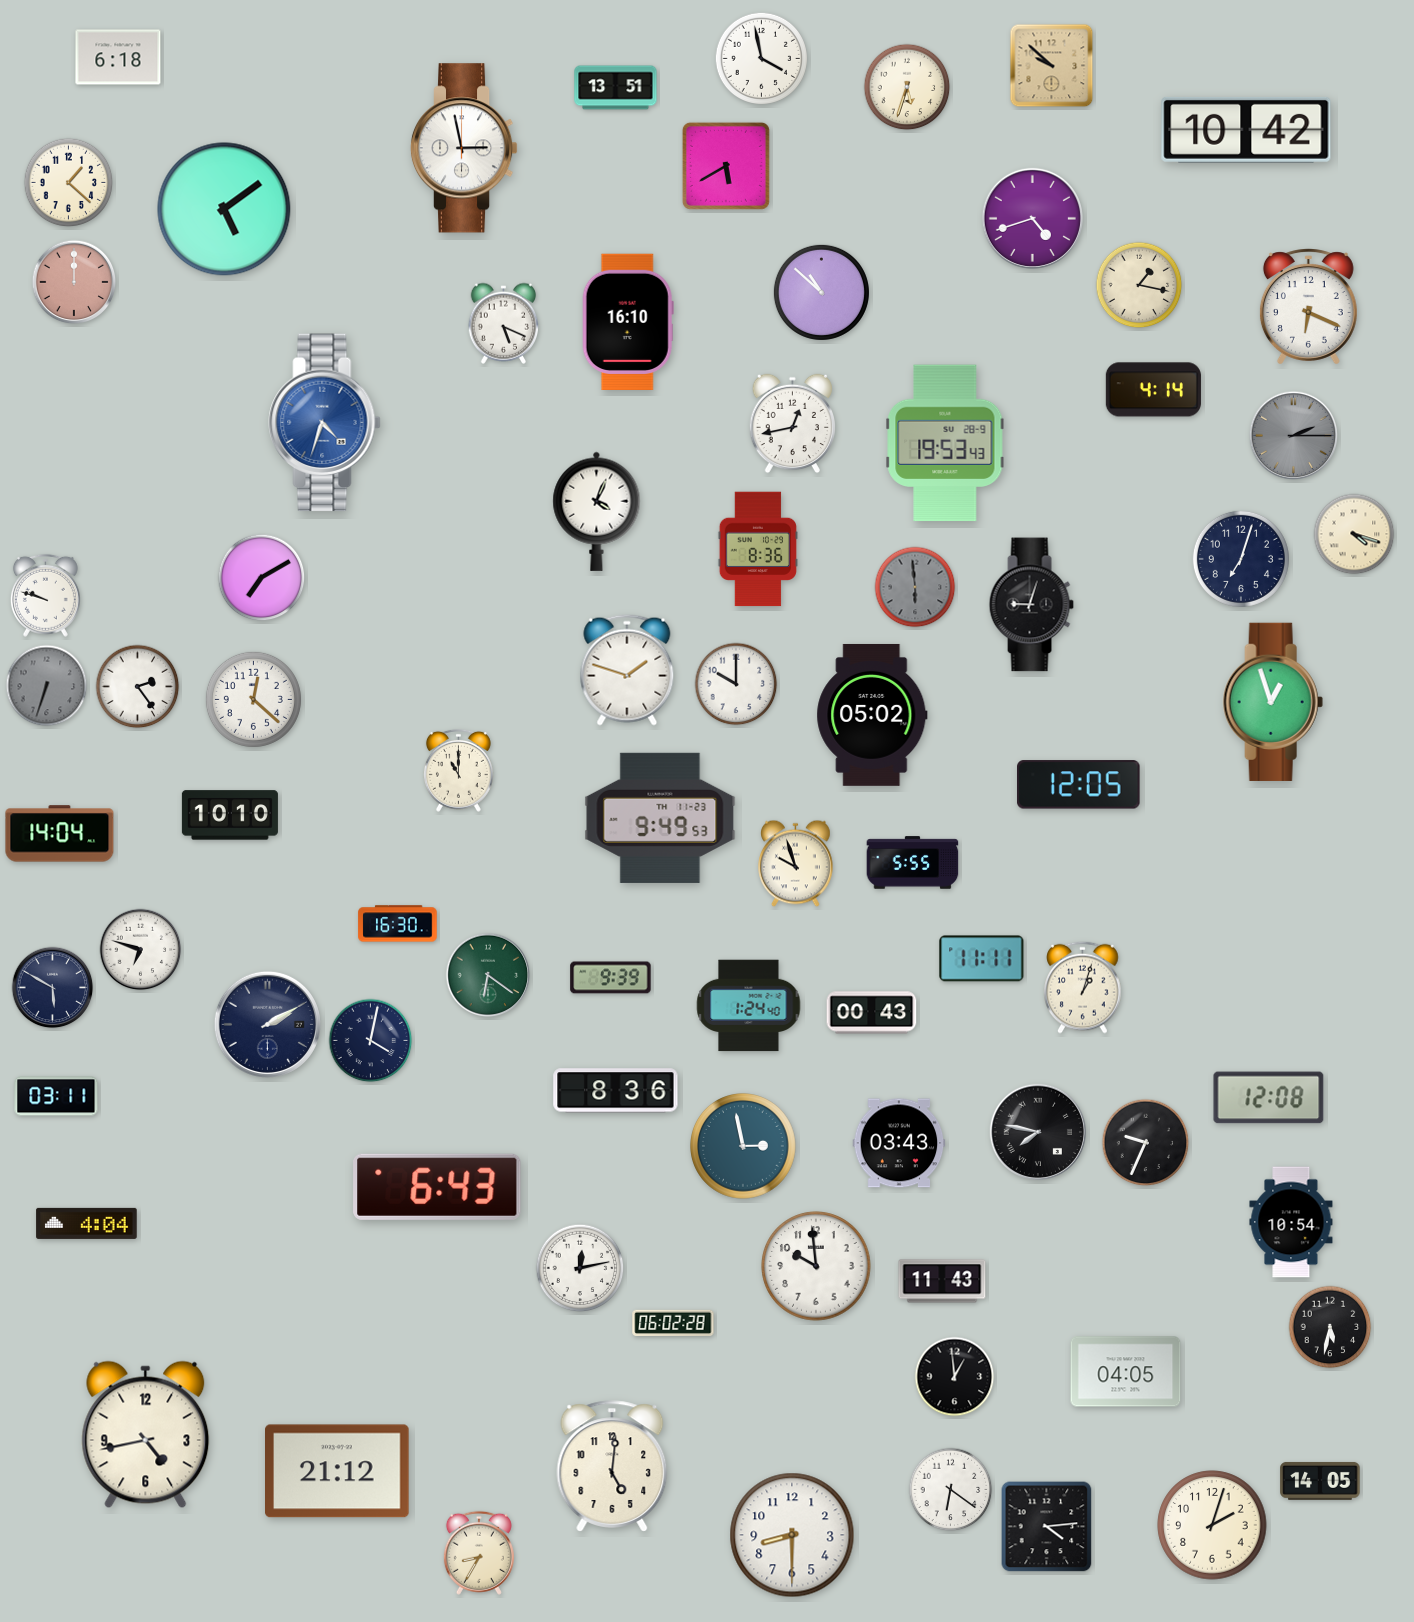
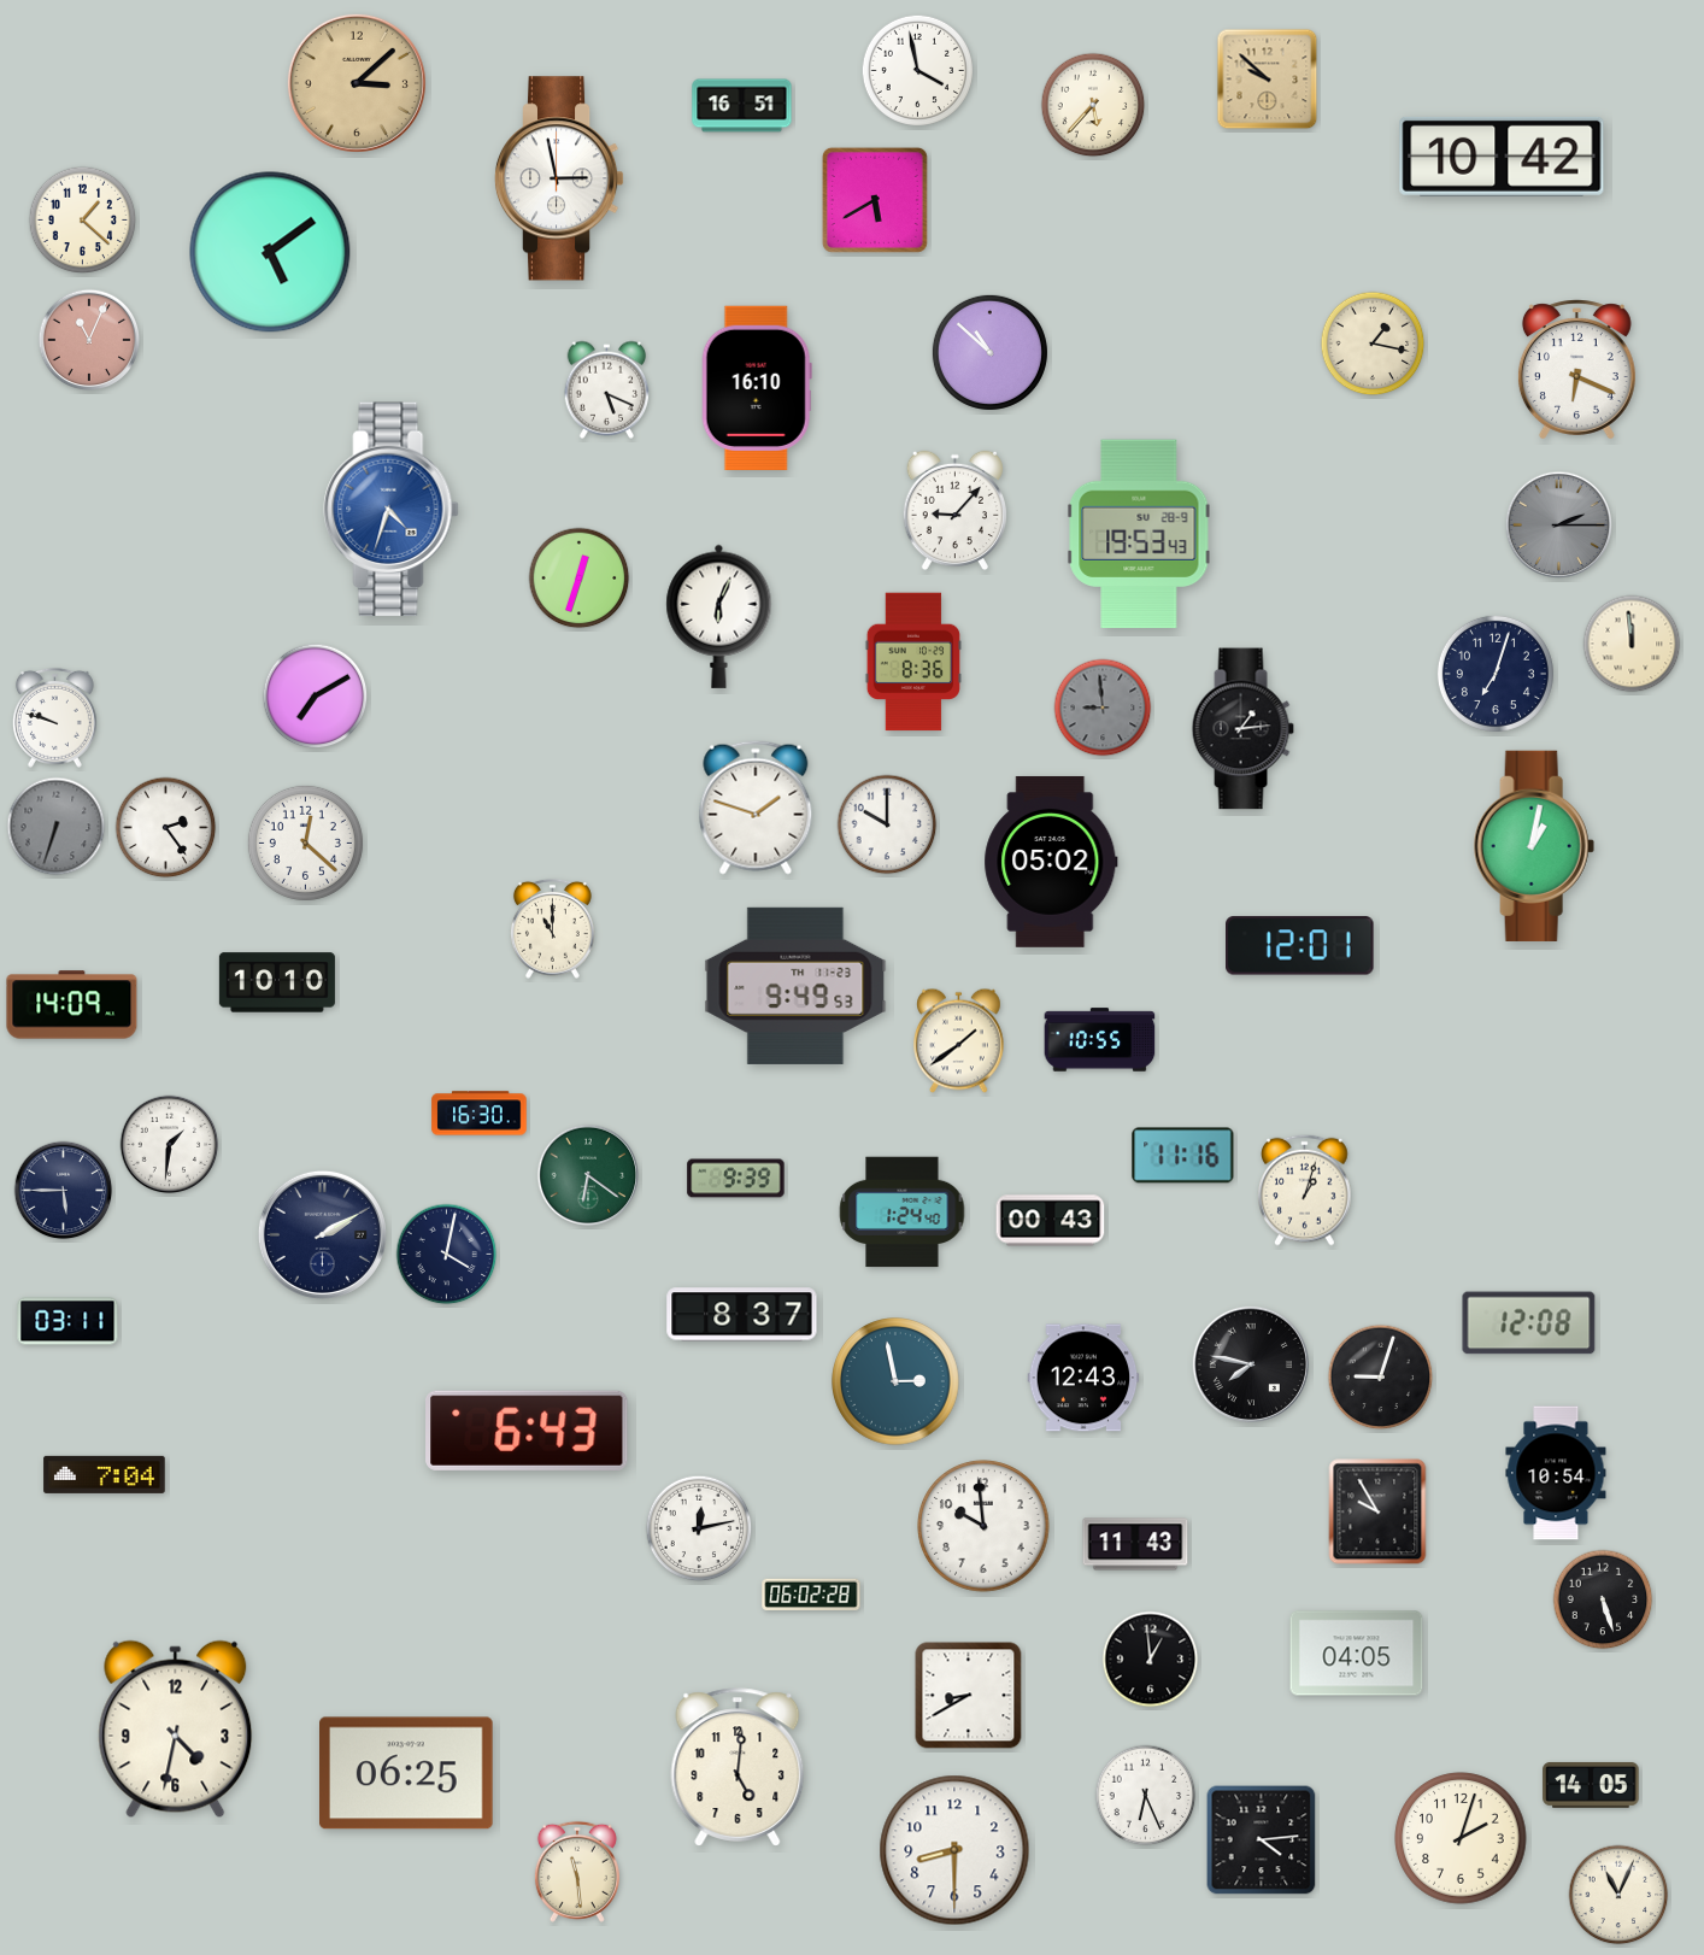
clock at (118, 57): 6:18 -> none
clock at (357, 83): none -> 3:08
clock at (907, 87): 5:33 -> 5:37
clock at (616, 88): 13:51 -> 16:51
clock at (1032, 218): 4:42 -> none
clock at (74, 282): 12:00 -> 11:04
clock at (1153, 390): 4:14 -> none
clock at (792, 424): 12:43 -> 9:07
clock at (580, 579): none -> 12:33
clock at (597, 511): 4:04 -> 6:04
clock at (1354, 534): 4:18 -> 11:59
clock at (915, 587): 5:59 -> 8:59
clock at (1031, 605): 9:03 -> 1:14
clock at (1273, 702): 12:57 -> 1:02
clock at (1079, 785): 12:05 -> 12:01
clock at (60, 834): 14:04 -> 14:09
clock at (913, 863): 5:55 -> 10:55
clock at (796, 864): 9:57 -> 1:39
clock at (141, 950): 6:48 -> 1:31
clock at (982, 959): 11:11 -> 11:16
clock at (53, 988): 5:50 -> 5:45
clock at (616, 1091): 8:36 -> 8:37
clock at (899, 1143): 03:43 -> 12:43
clock at (1146, 1143): 9:34 -> 9:03
clock at (87, 1223): 4:04 -> 7:04
clock at (1377, 1511): none -> 9:55
clock at (1330, 1327): 5:32 -> 5:27
clock at (969, 1696): none -> 8:40
clock at (146, 1435): 4:43 -> 4:32
clock at (338, 1471): 21:12 -> 06:25
clock at (951, 1490): 6:21 -> 6:26
clock at (479, 1553): 8:35 -> 11:29
clock at (1618, 1895): none -> 11:04
